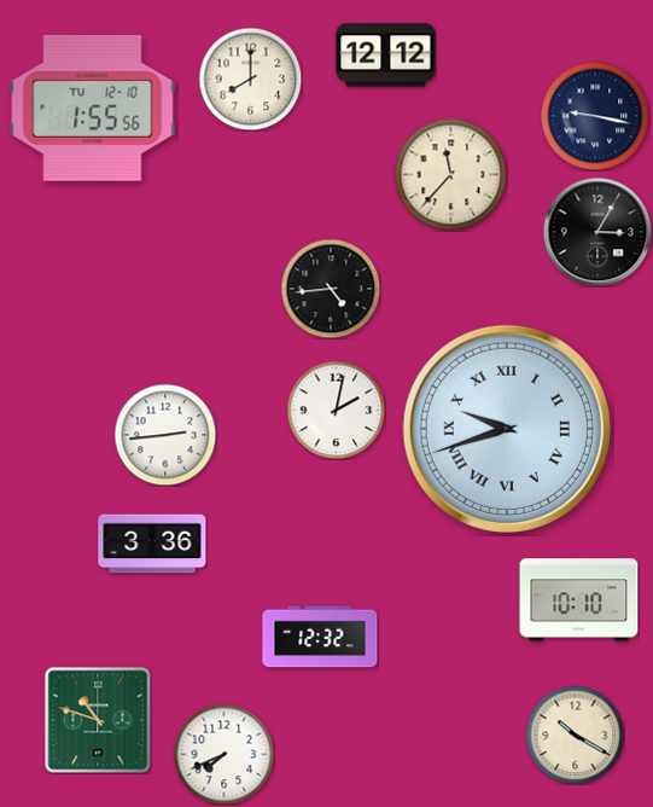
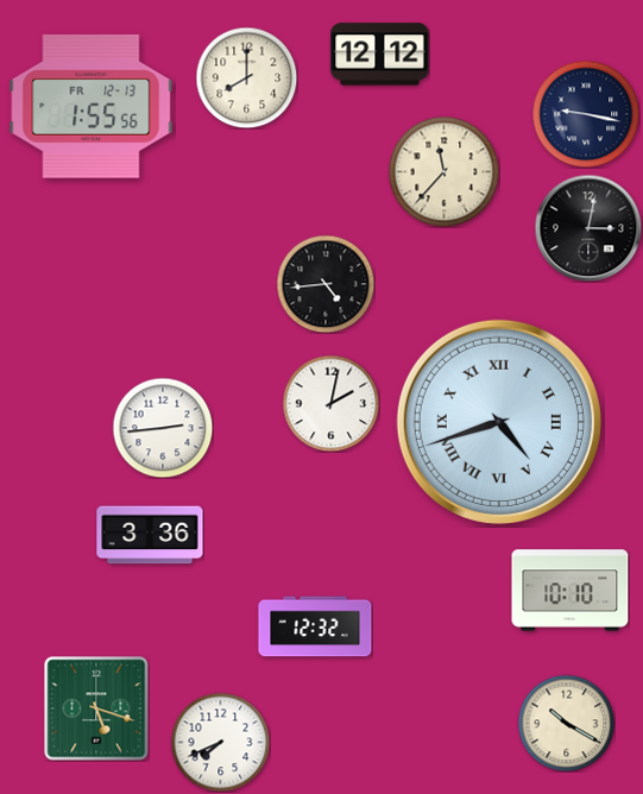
clock at (93, 108) date: TU 12-10 -> FR 12-13
clock at (597, 232): 3:05 -> 3:02
clock at (507, 429): 9:42 -> 4:42
clock at (98, 720): 10:48 -> 5:18
